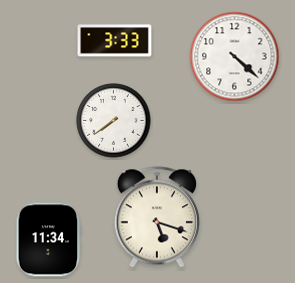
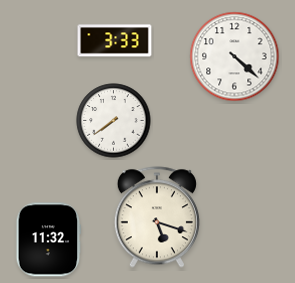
clock at (49, 240): 11:34 -> 11:32
